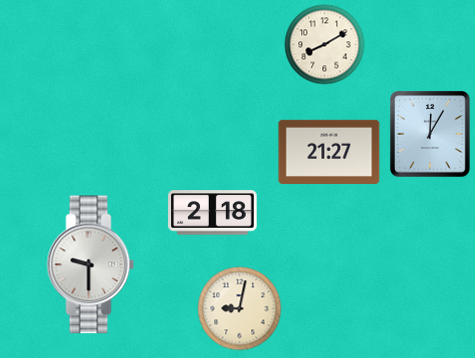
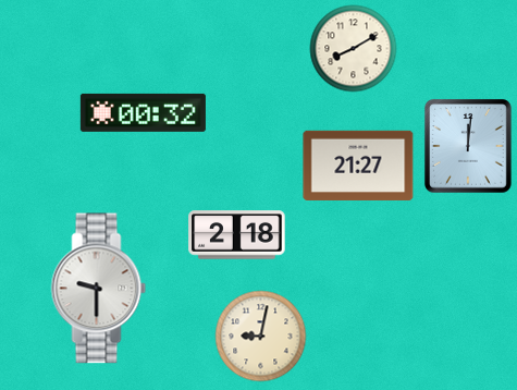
clock at (143, 112): none -> 00:32
clock at (431, 135): 12:05 -> 12:01
clock at (213, 213) position: (213, 213) -> (237, 235)
